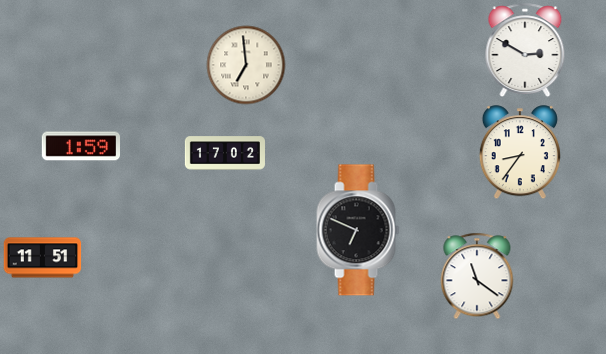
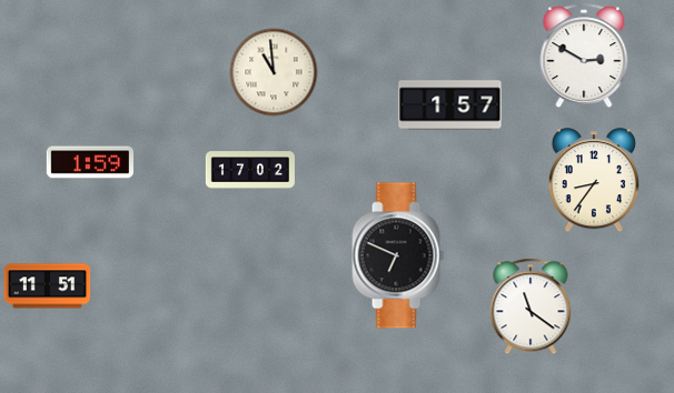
clock at (246, 65): 6:59 -> 10:59
clock at (450, 105): none -> 1:57
clock at (520, 153) position: (520, 153) -> (594, 181)
